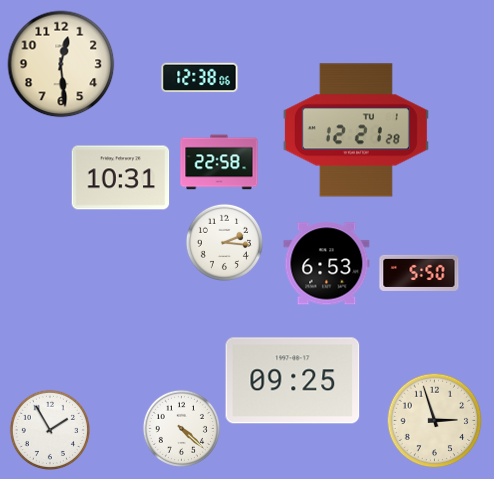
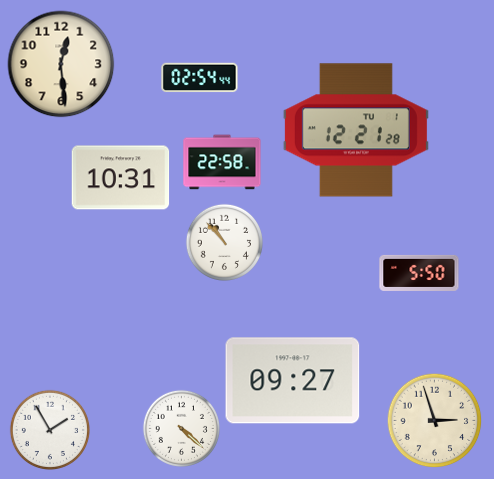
clock at (200, 78): 12:38 -> 02:54
clock at (219, 162) position: (219, 162) -> (222, 162)
clock at (224, 242): 2:16 -> 10:53
clock at (327, 264): 6:53 -> none
clock at (293, 381): 09:25 -> 09:27
